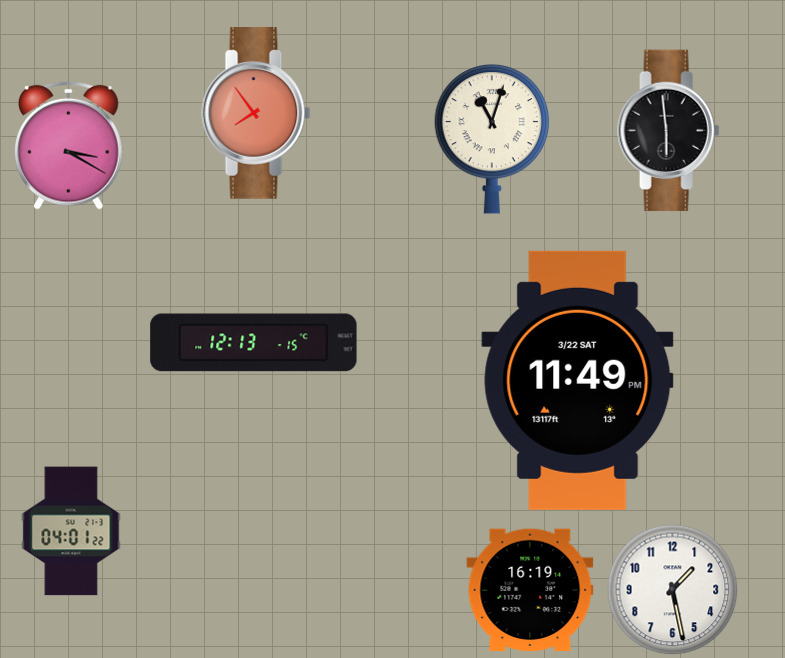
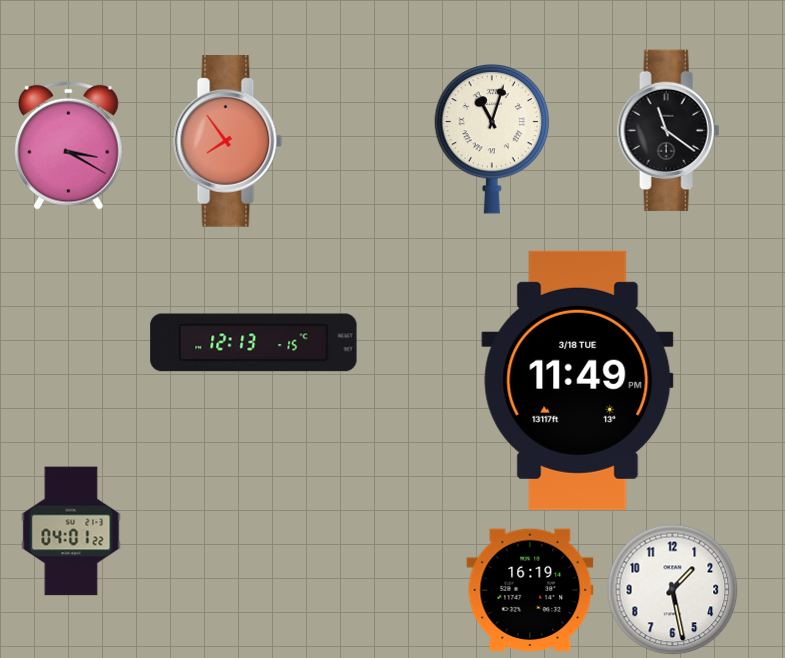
clock at (256, 114) position: (256, 114) -> (228, 142)
clock at (669, 131): 5:59 -> 11:21
clock at (578, 380) date: 3/22 SAT -> 3/18 TUE
